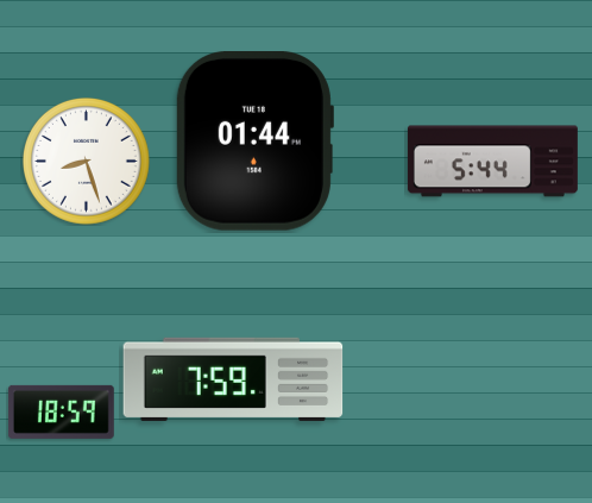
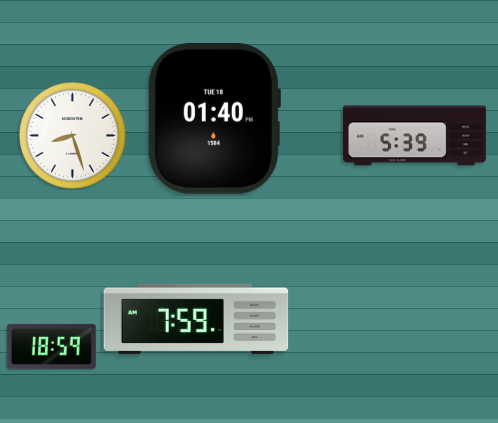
clock at (254, 142): 01:44 -> 01:40
clock at (492, 162): 5:44 -> 5:39
